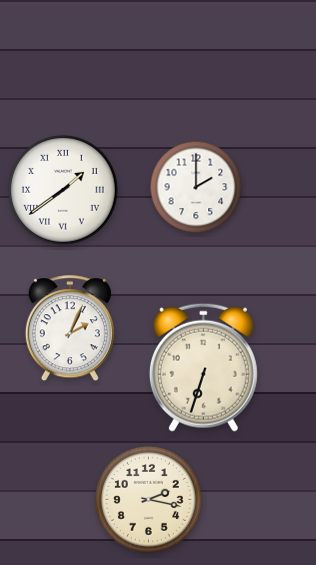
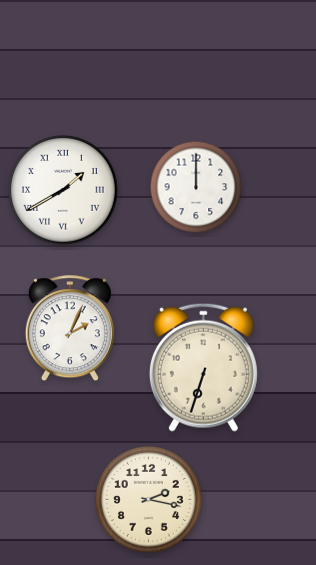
clock at (196, 187): 2:00 -> 12:00
clock at (63, 190): 1:39 -> 1:40
